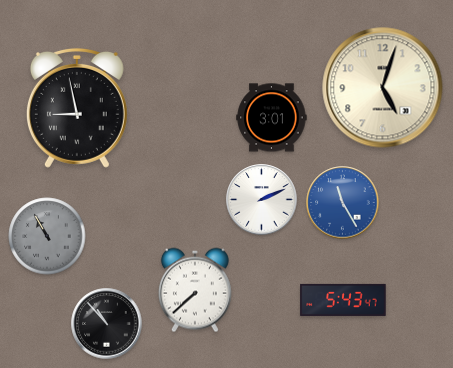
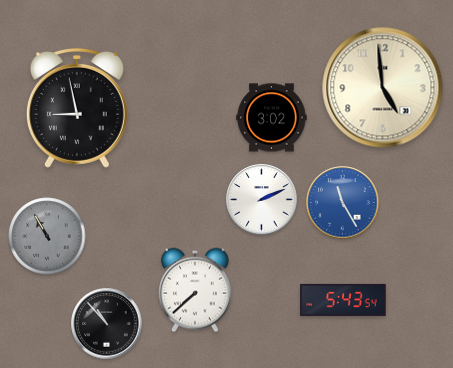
clock at (383, 88): 5:03 -> 4:59
clock at (272, 118): 3:01 -> 3:02
clock at (343, 300): 5:43:47 -> 5:43:54
